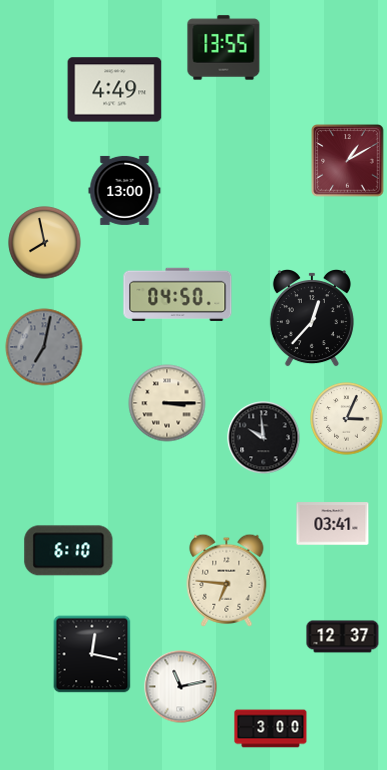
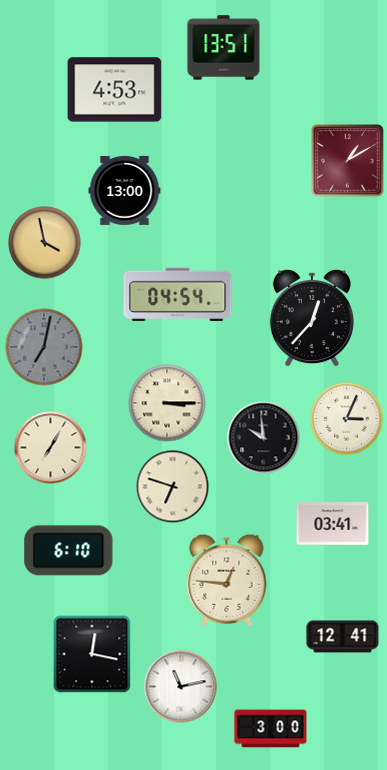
clock at (224, 48): 13:55 -> 13:51
clock at (115, 90): 4:49 -> 4:53
clock at (45, 243): 7:58 -> 3:58
clock at (178, 294): 04:50 -> 04:54
clock at (51, 448): none -> 7:05
clock at (173, 487): none -> 6:48
clock at (227, 580): 6:46 -> 12:46
clock at (343, 637): 12:37 -> 12:41
